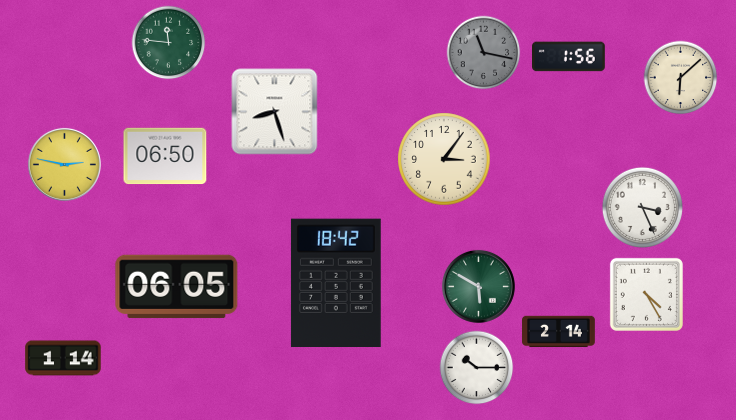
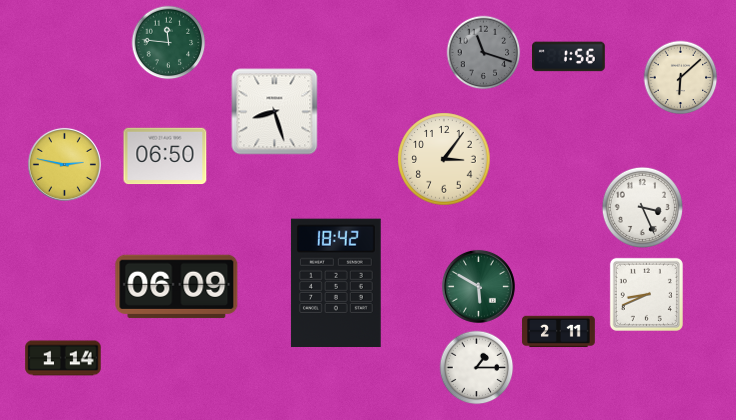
clock at (484, 53): 11:17 -> 11:18
clock at (177, 287): 06:05 -> 06:09
clock at (646, 294): 4:25 -> 8:41
clock at (559, 332): 2:14 -> 2:11
clock at (477, 368): 10:15 -> 1:15
